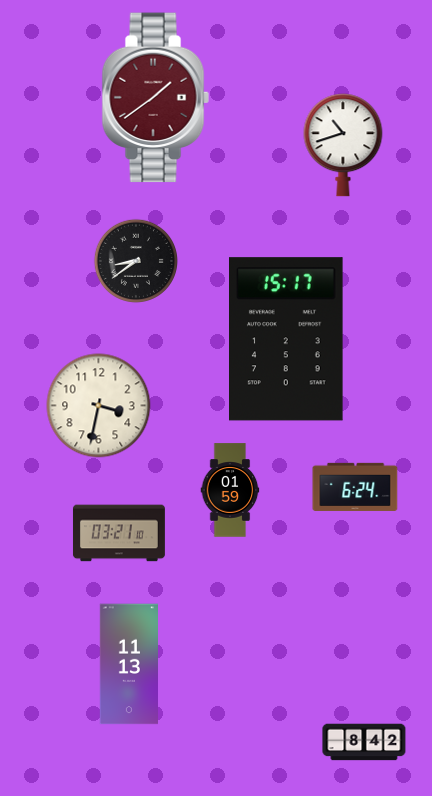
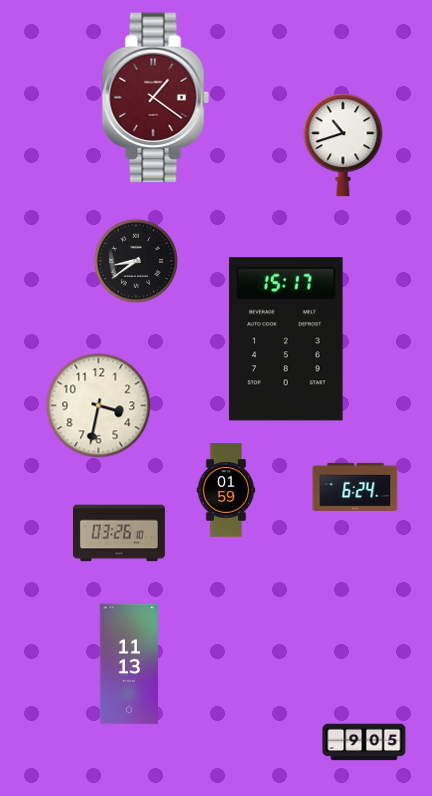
clock at (155, 98): 1:39 -> 1:21
clock at (230, 490) position: (230, 490) -> (226, 490)
clock at (119, 533): 03:21 -> 03:26
clock at (364, 742): 8:42 -> 9:05
